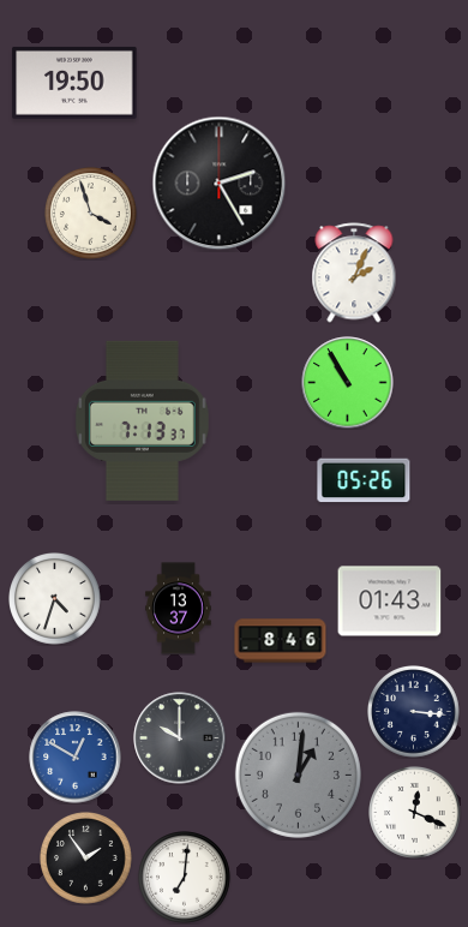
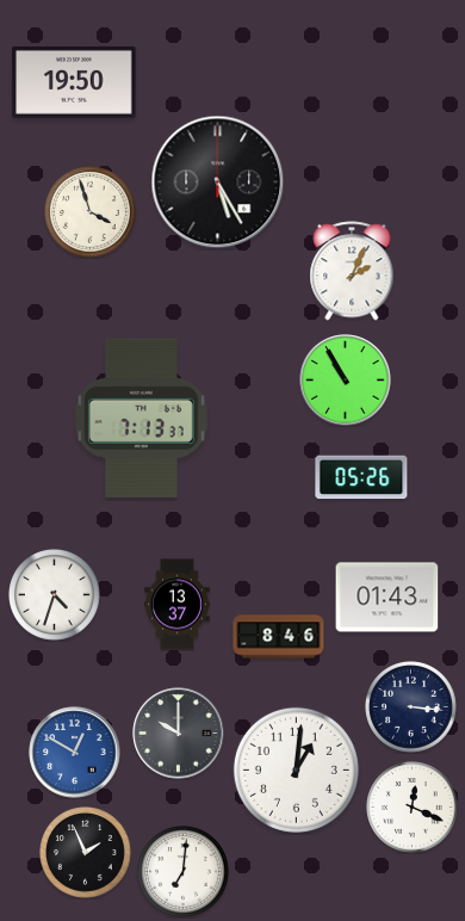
clock at (220, 184): 2:25 -> 5:25
clock at (298, 775) dial: grey -> white
clock at (86, 859): 1:54 -> 1:56
